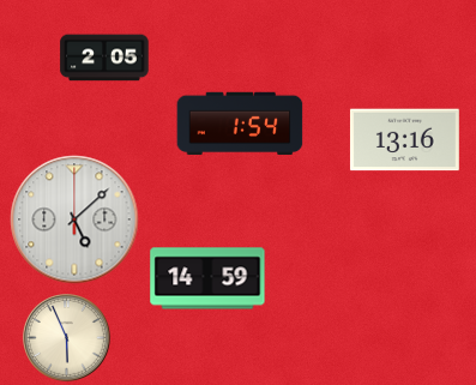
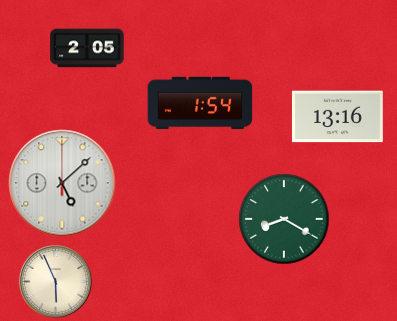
clock at (284, 219): none -> 8:20
clock at (207, 278): 14:59 -> none
